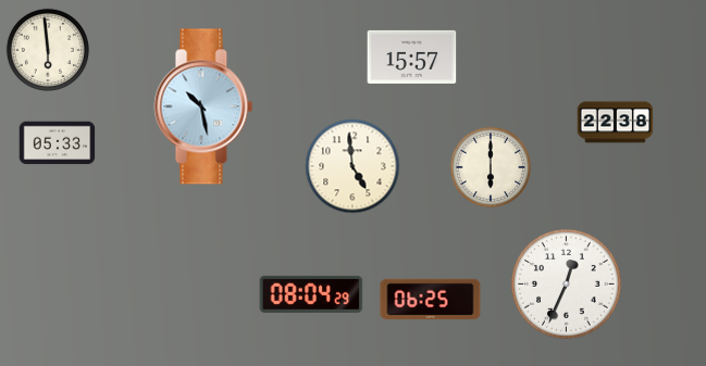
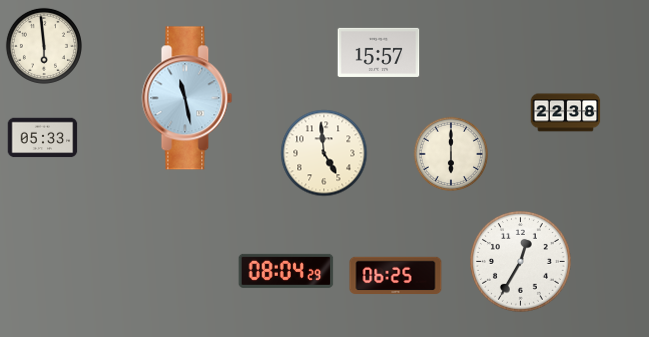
clock at (203, 106): 10:28 -> 11:28
clock at (58, 143) position: (58, 143) -> (43, 138)
clock at (567, 285): 12:34 -> 12:35
